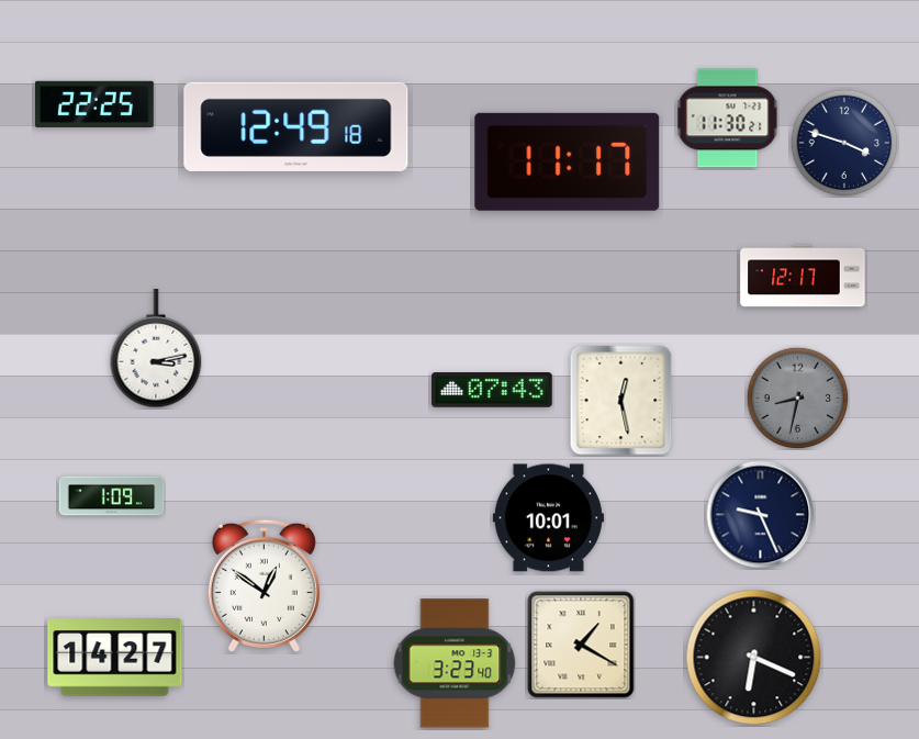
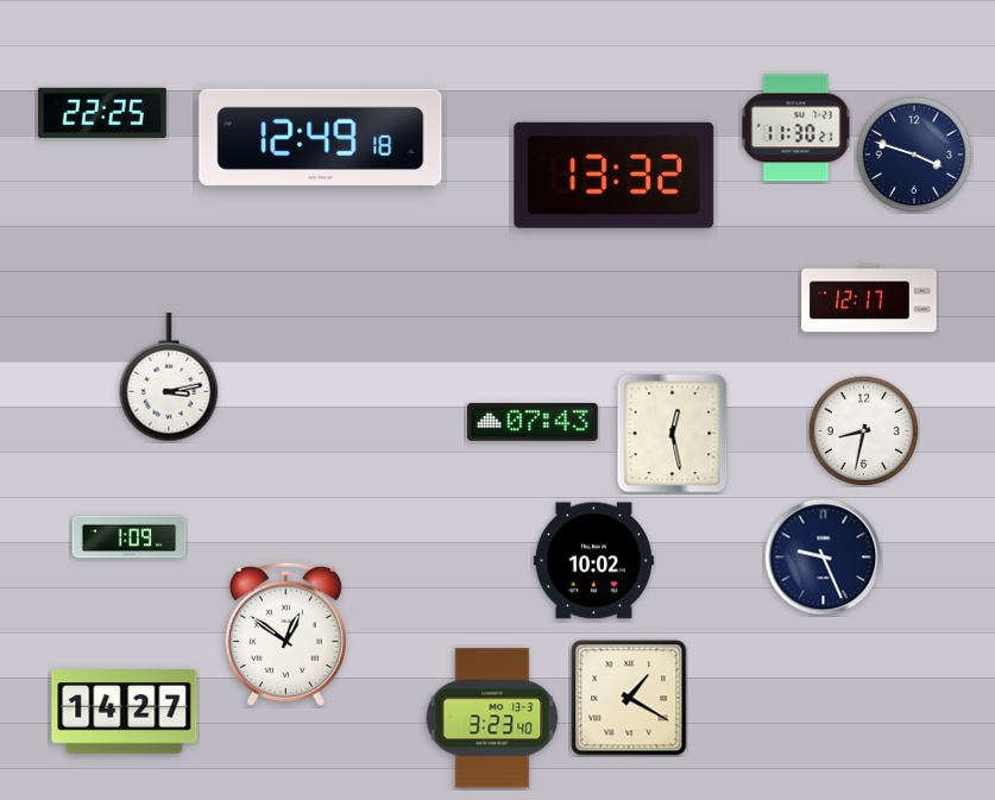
clock at (728, 119) position: (728, 119) -> (796, 128)
clock at (568, 161): 11:17 -> 13:32
clock at (797, 398) dial: grey -> white
clock at (112, 496) position: (112, 496) -> (130, 537)
clock at (548, 518): 10:01 -> 10:02
clock at (754, 658): 6:19 -> none
